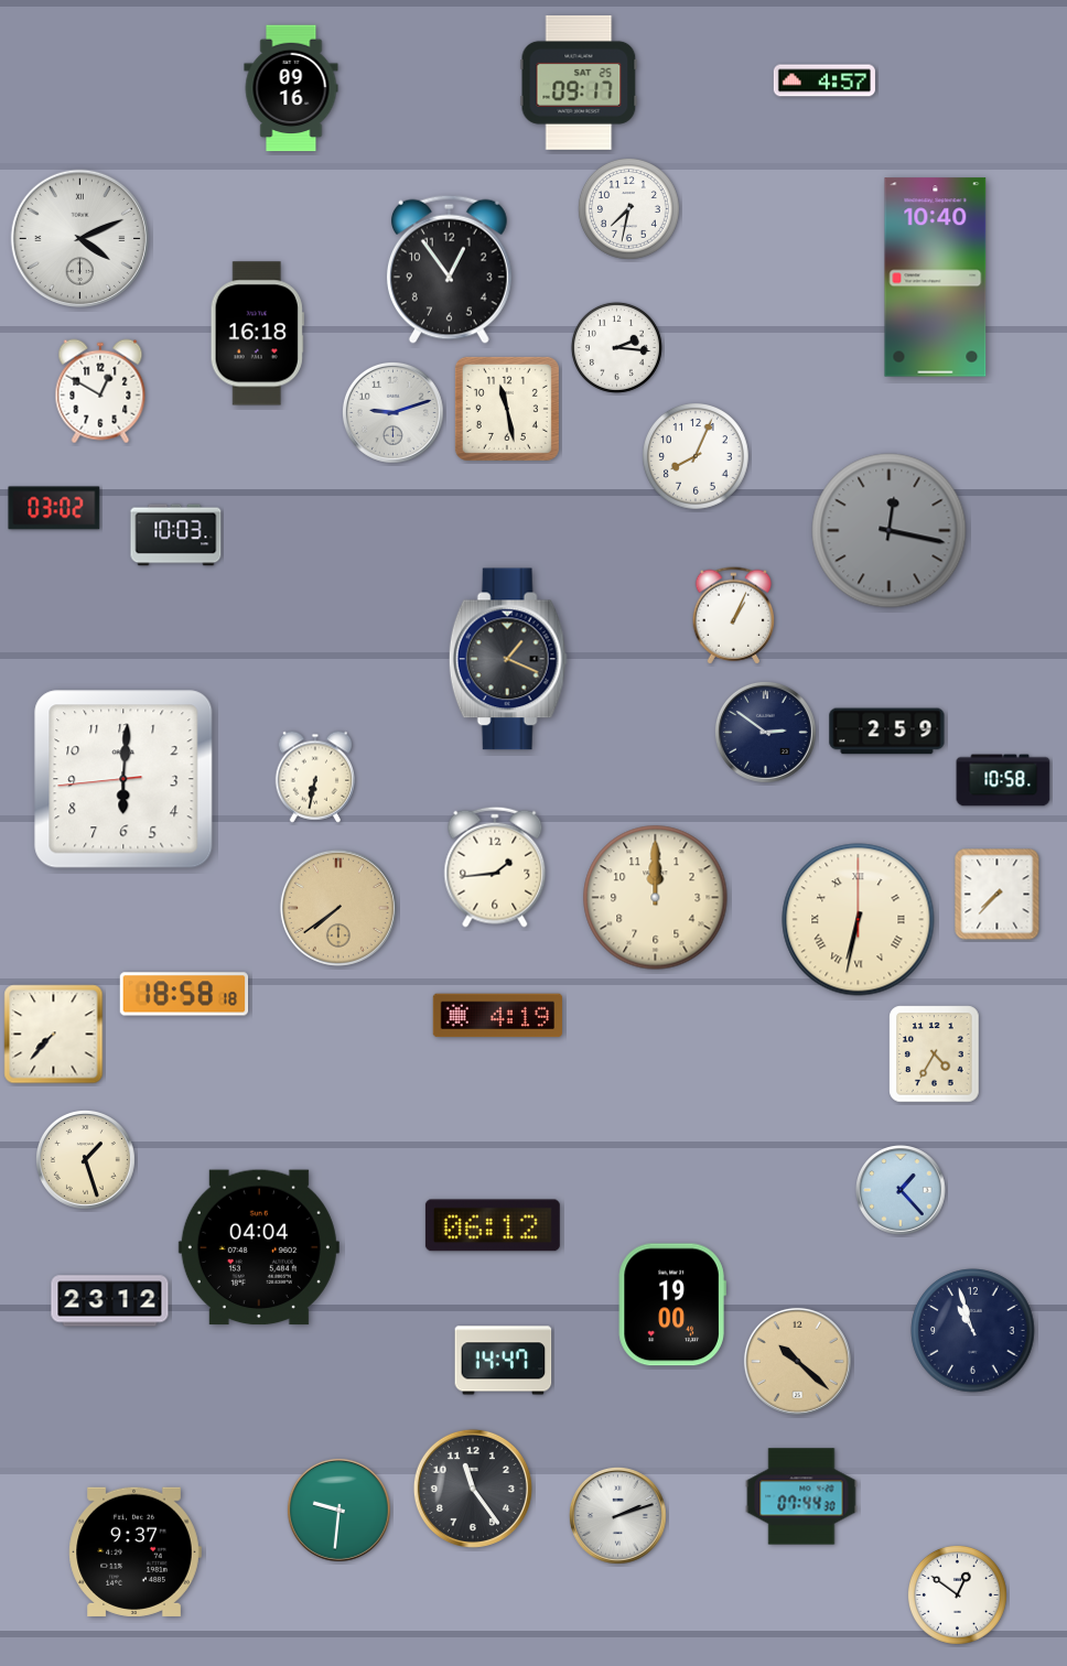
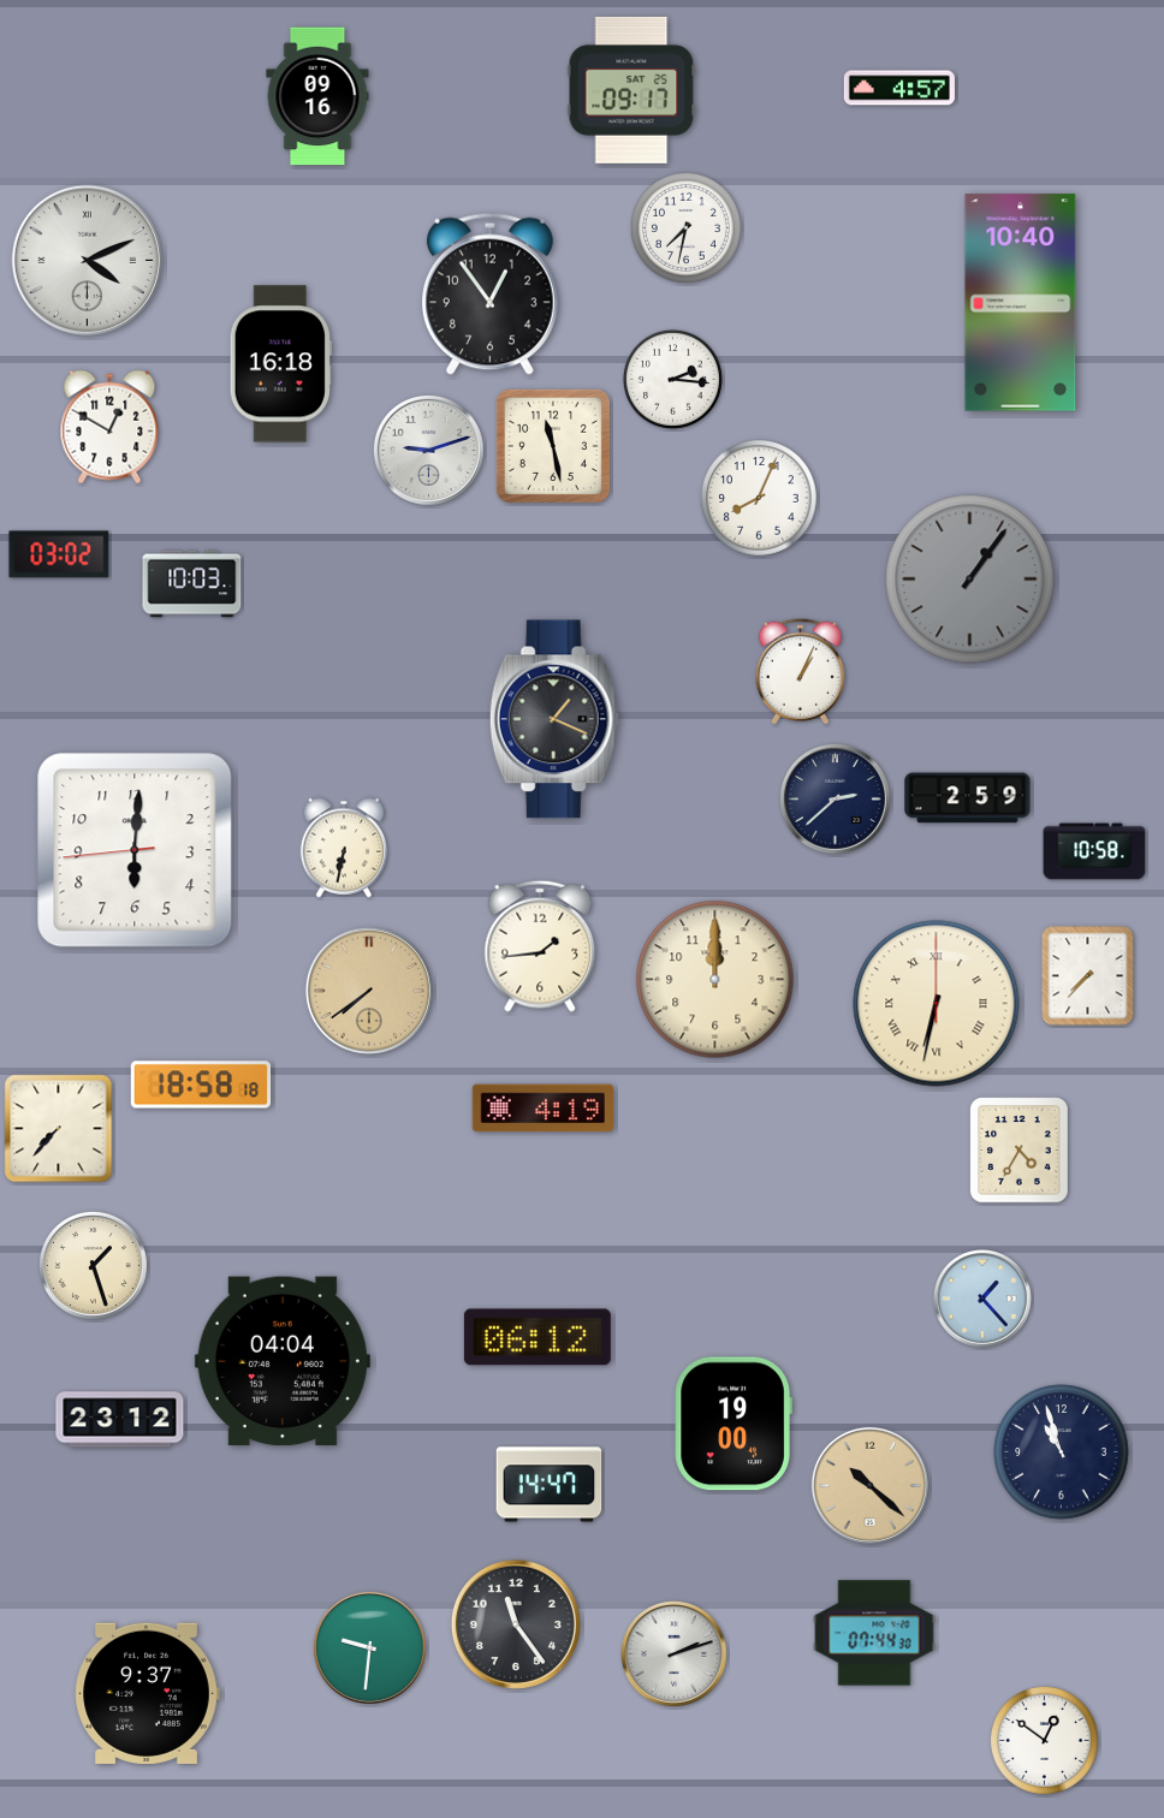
clock at (890, 531): 12:17 -> 1:06
clock at (765, 732): 2:51 -> 2:38
